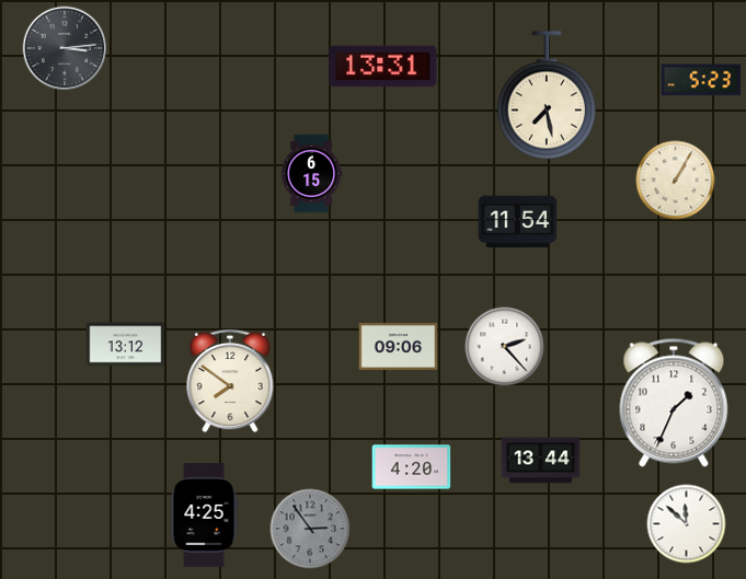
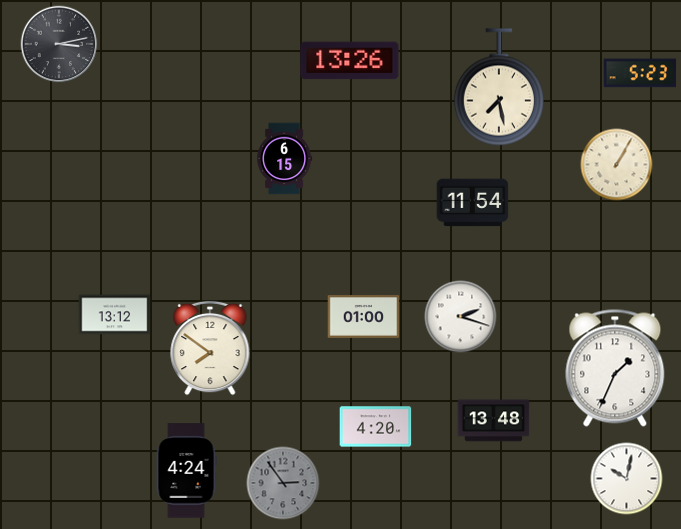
clock at (65, 48): 3:14 -> 3:13
clock at (383, 67): 13:31 -> 13:26
clock at (399, 346): 09:06 -> 01:00
clock at (505, 347): 2:23 -> 2:18
clock at (541, 461): 13:44 -> 13:48
clock at (204, 516): 4:25 -> 4:24
clock at (687, 524): 11:52 -> 10:02
